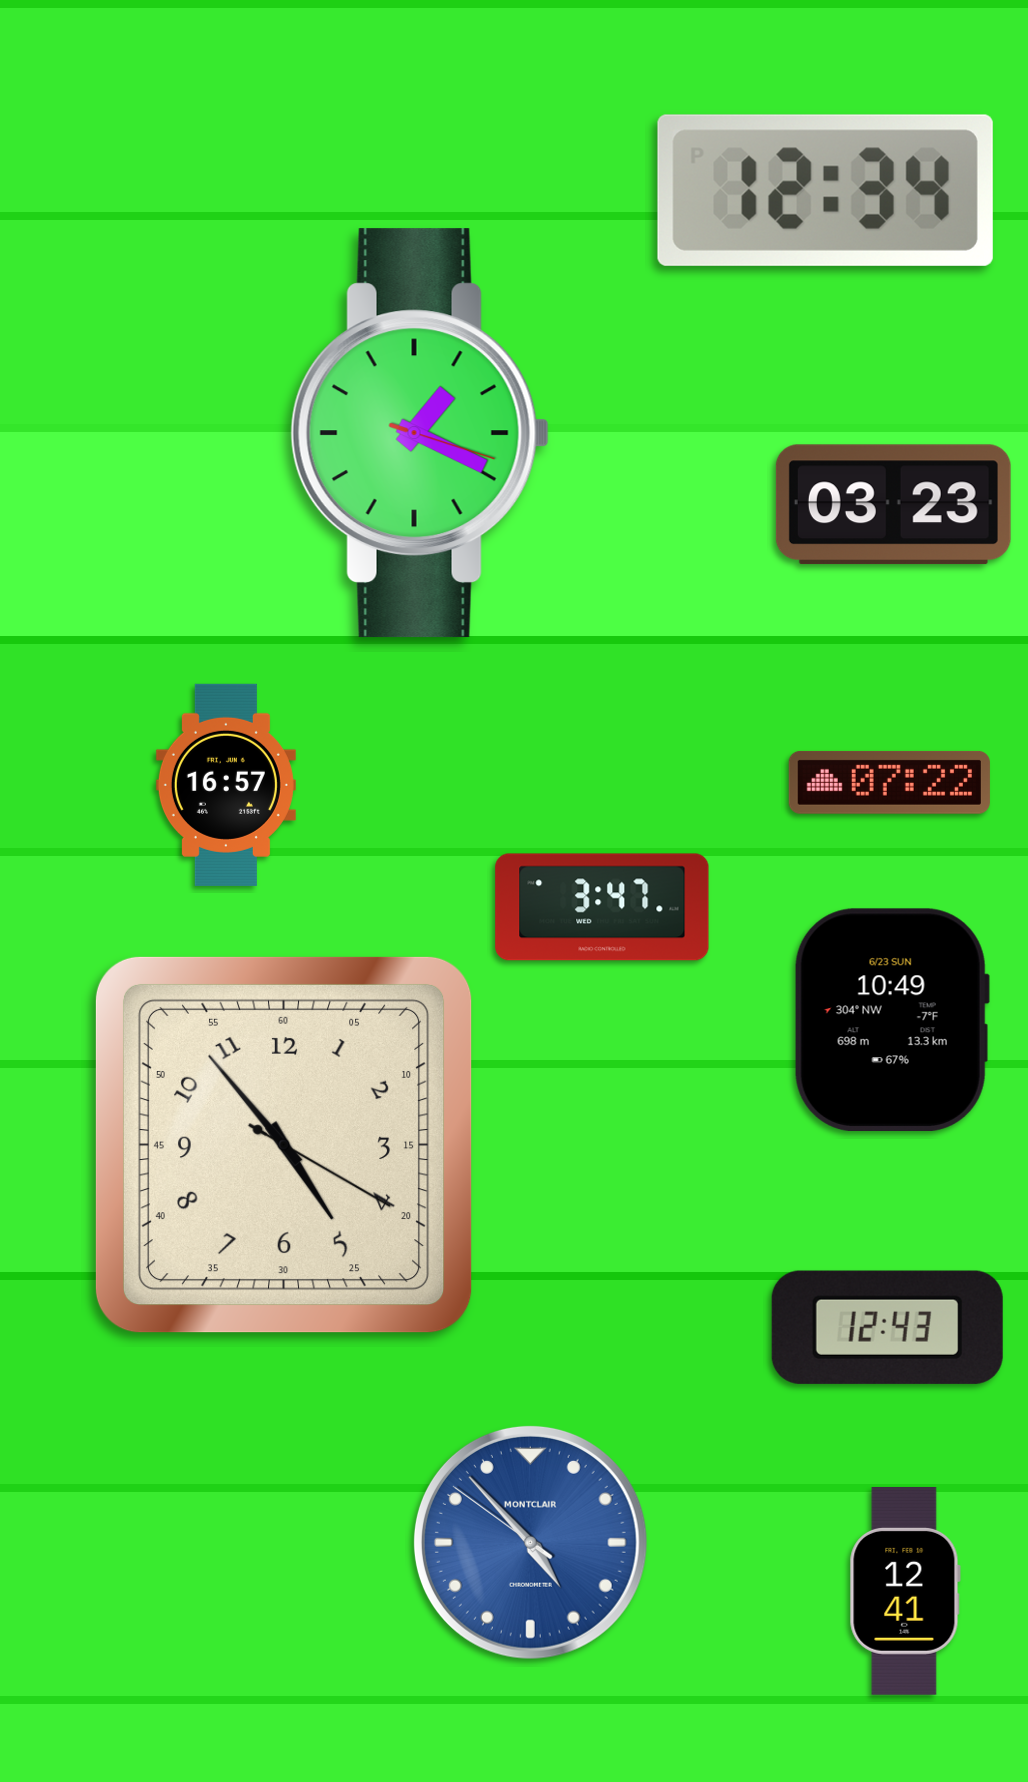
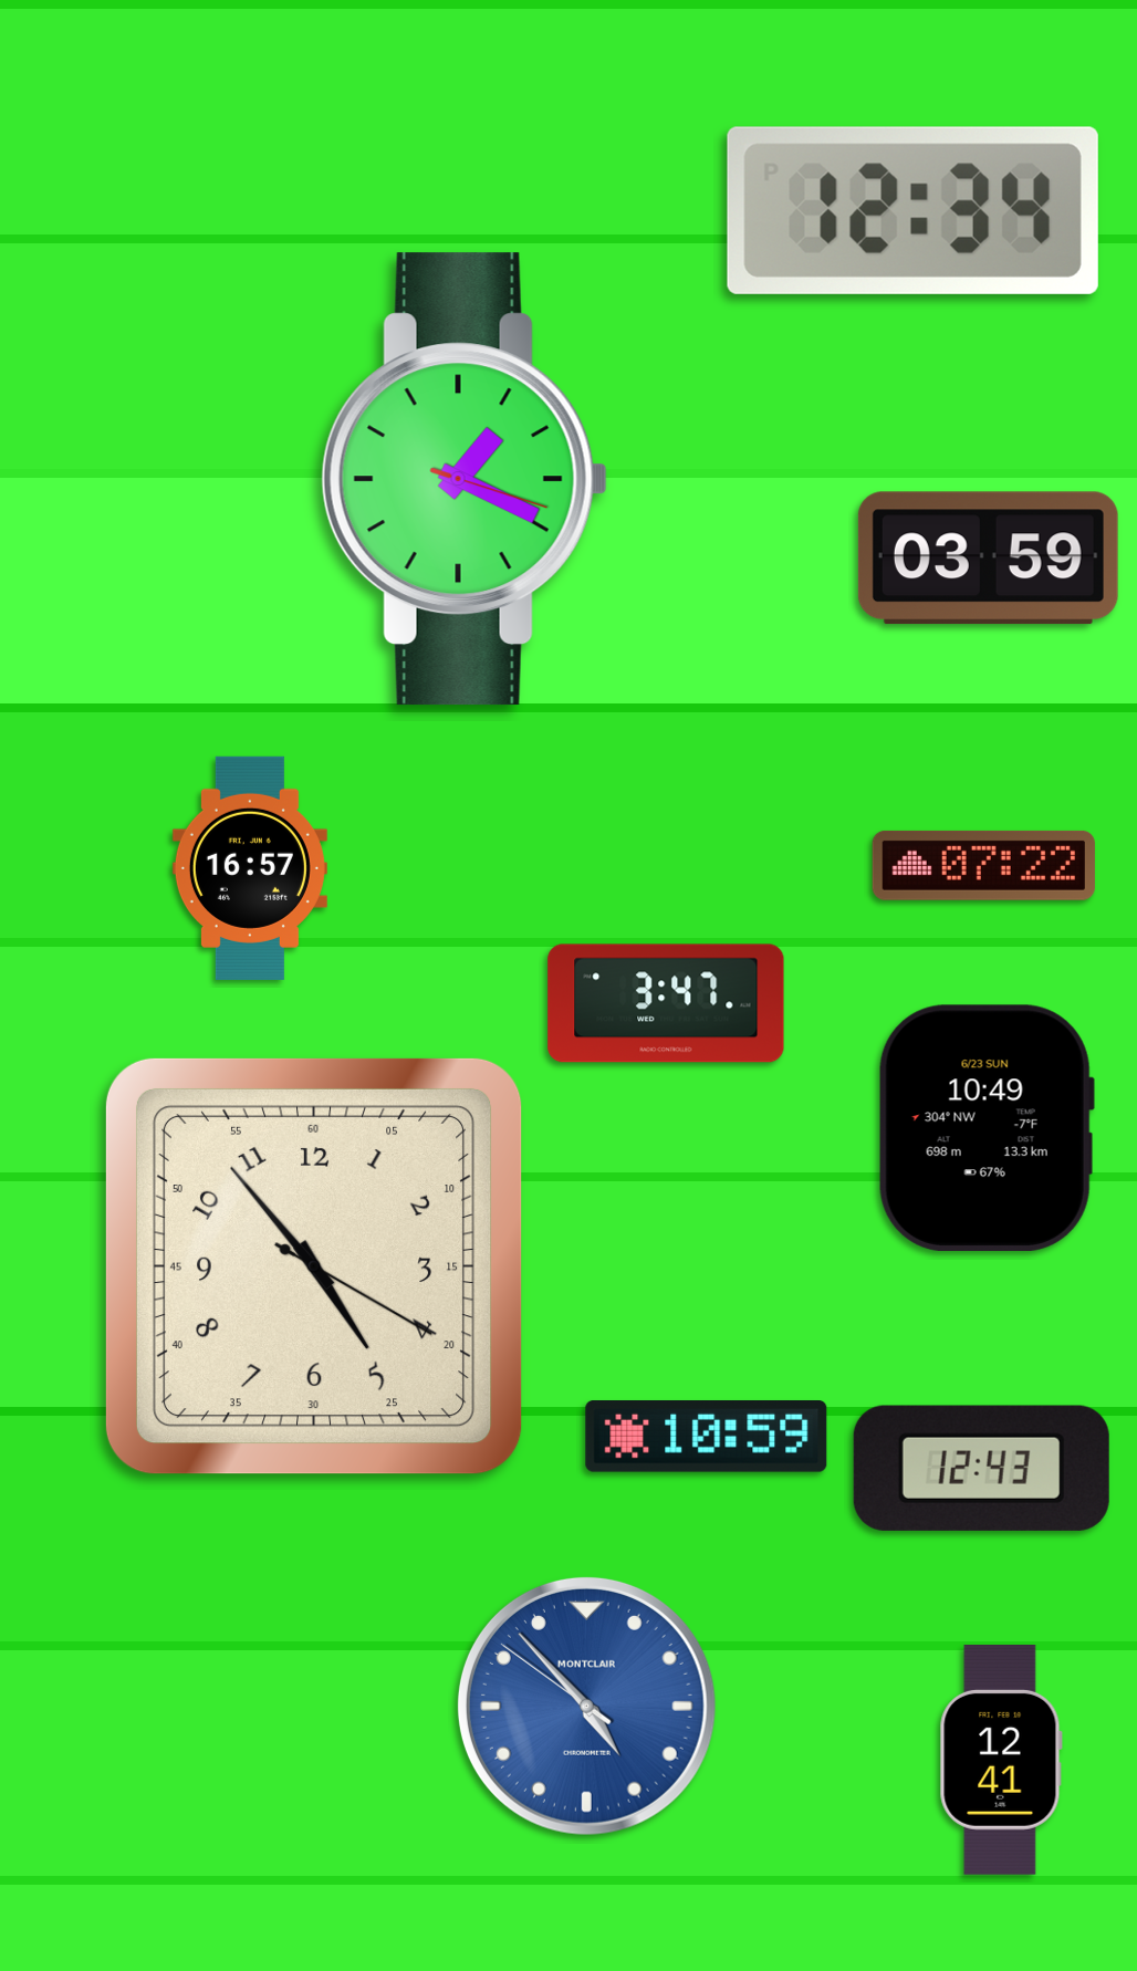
clock at (893, 505): 03:23 -> 03:59
clock at (707, 1437): none -> 10:59
